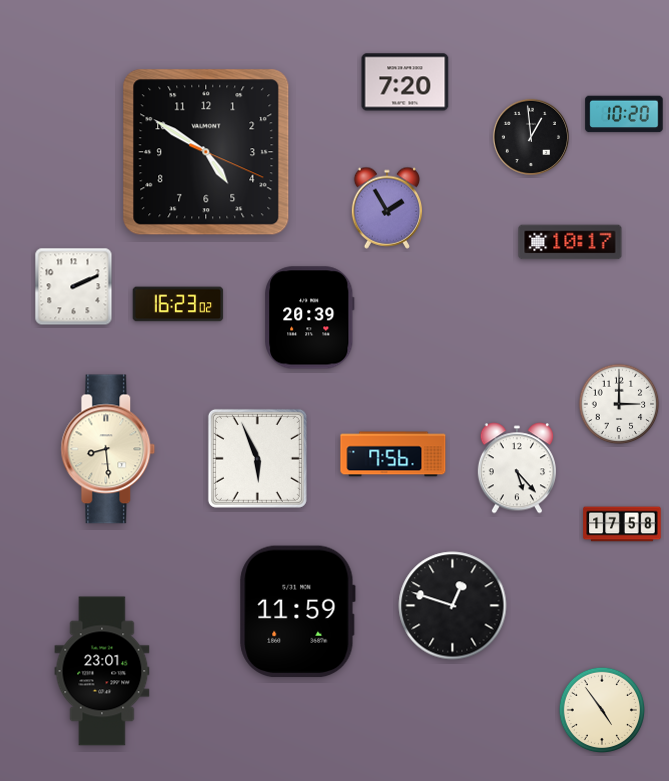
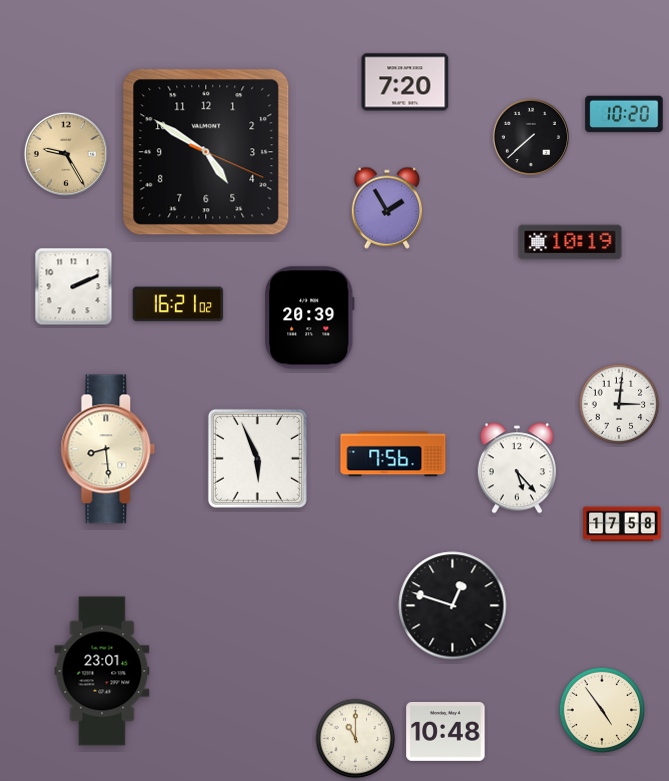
clock at (530, 136): 12:59 -> 7:38
clock at (66, 154): none -> 9:25
clock at (570, 242): 10:17 -> 10:19
clock at (178, 304): 16:23 -> 16:21
clock at (619, 404): 3:00 -> 3:01
clock at (297, 612): 11:59 -> none
clock at (446, 731): none -> 10:48
clock at (356, 739): none -> 11:00
